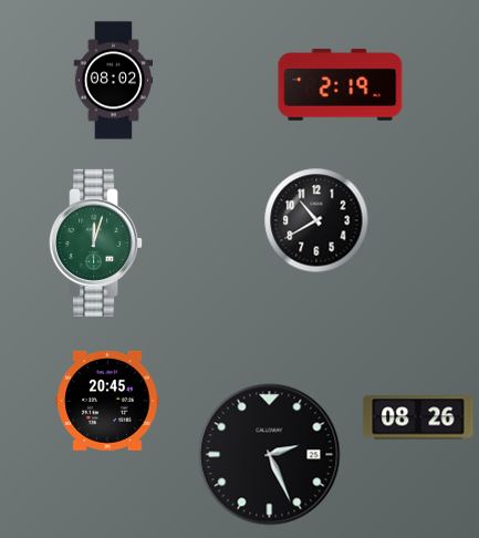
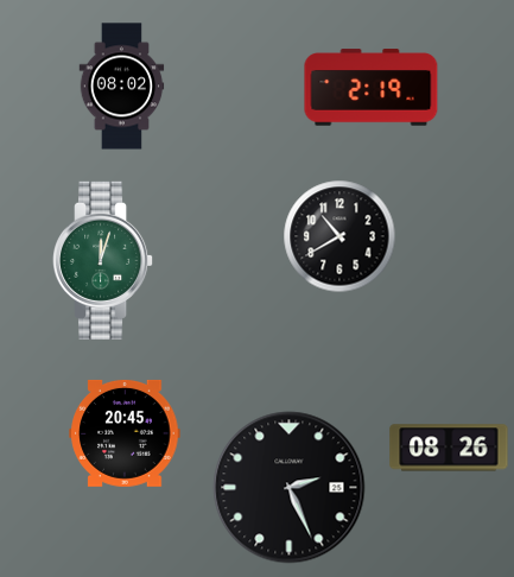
clock at (341, 85) position: (341, 85) -> (372, 88)
clock at (107, 401) position: (107, 401) -> (125, 433)
